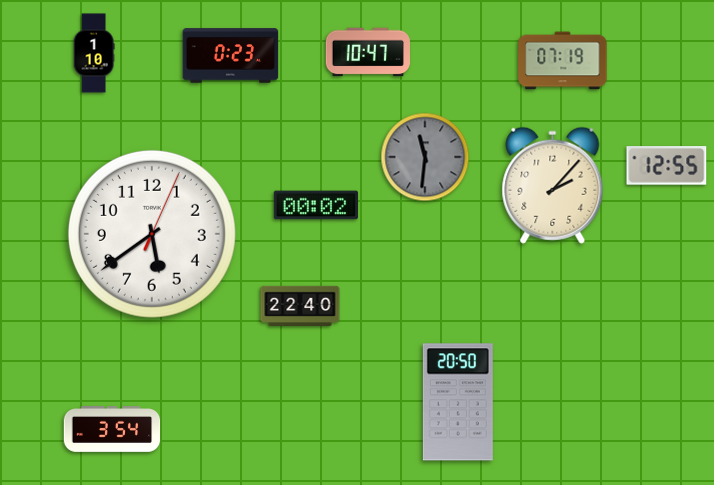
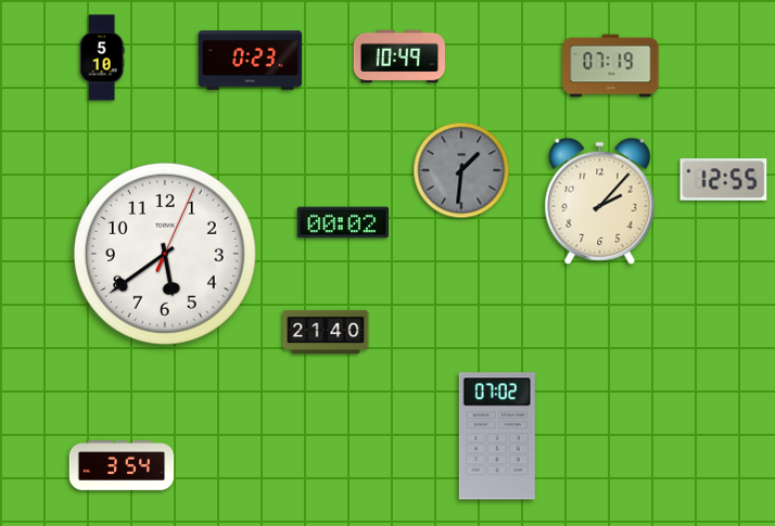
clock at (368, 52): 10:47 -> 10:49
clock at (94, 53): 1:10 -> 5:10
clock at (425, 157): 11:31 -> 1:31
clock at (300, 306): 22:40 -> 21:40
clock at (458, 402): 20:50 -> 07:02
